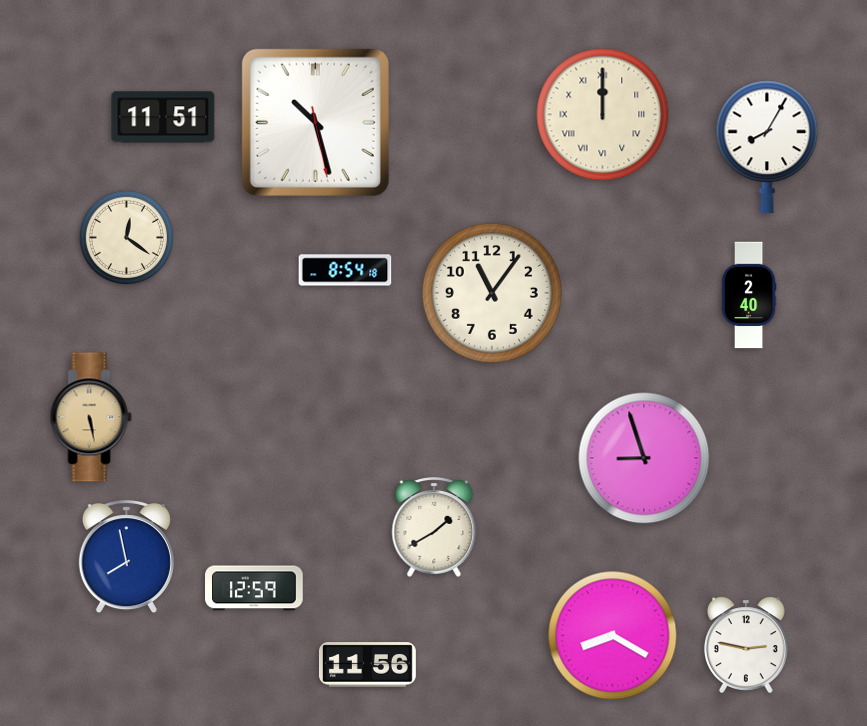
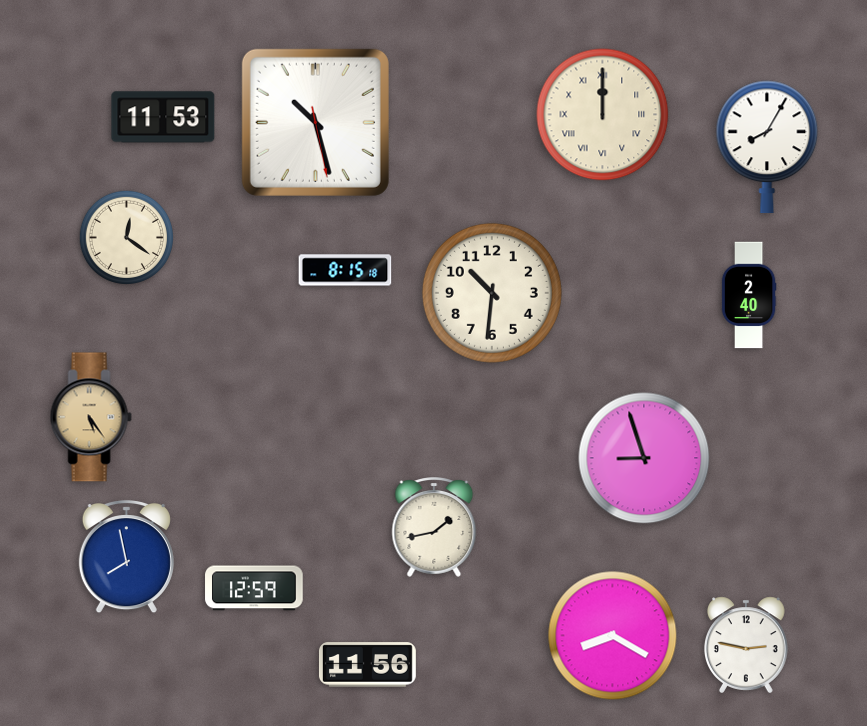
clock at (163, 117): 11:51 -> 11:53
clock at (345, 270): 8:54 -> 8:15
clock at (492, 293): 11:06 -> 10:31
clock at (91, 417): 5:28 -> 5:24
clock at (434, 527): 1:40 -> 1:43
